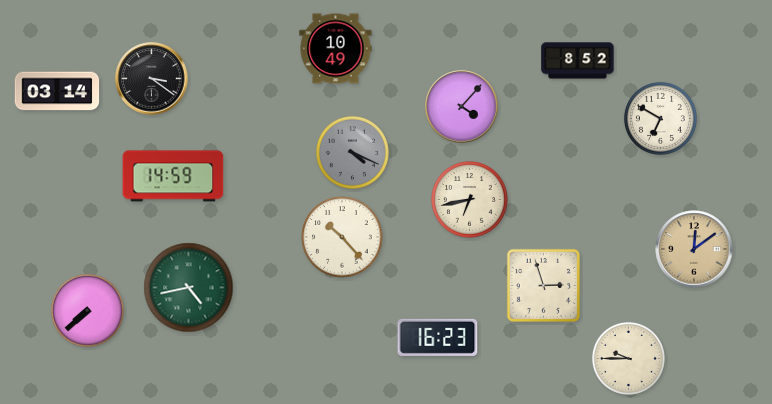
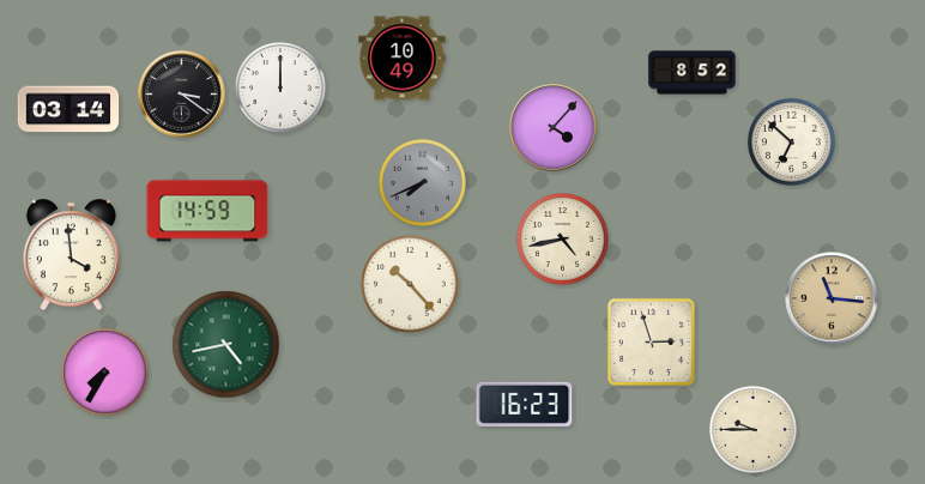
clock at (280, 87): none -> 12:00
clock at (660, 118): 6:50 -> 6:52
clock at (352, 152): 4:19 -> 7:41
clock at (470, 200): 6:43 -> 4:43
clock at (71, 255): none -> 3:59
clock at (694, 249): 12:09 -> 11:16
clock at (87, 310): 7:38 -> 7:35
